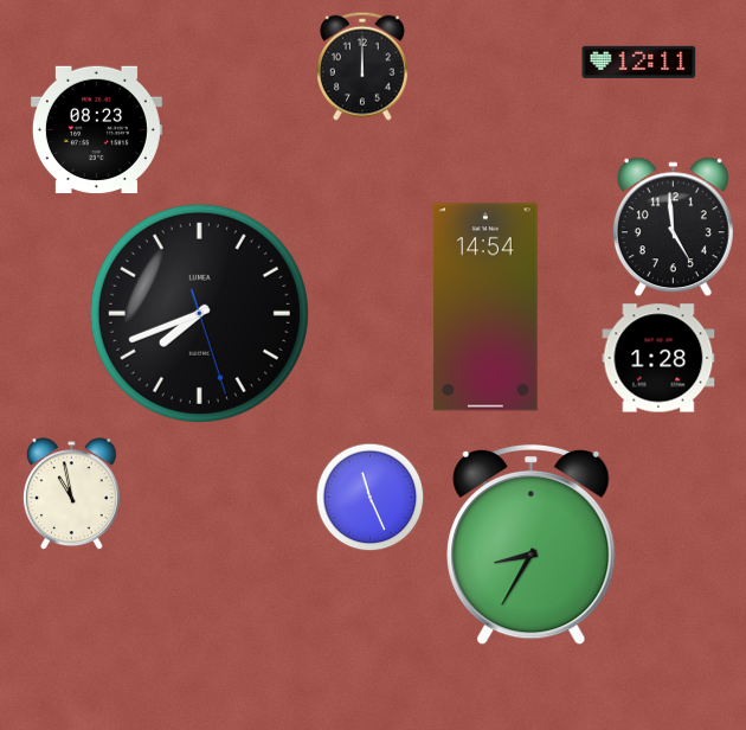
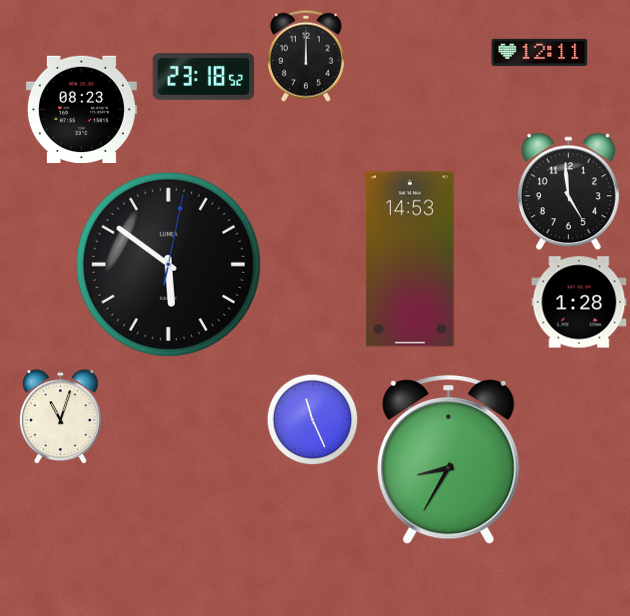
clock at (204, 77): none -> 23:18
clock at (485, 307): 14:54 -> 14:53
clock at (199, 313): 7:41 -> 5:51
clock at (658, 358) position: (658, 358) -> (579, 302)
clock at (71, 494): 10:58 -> 11:03
